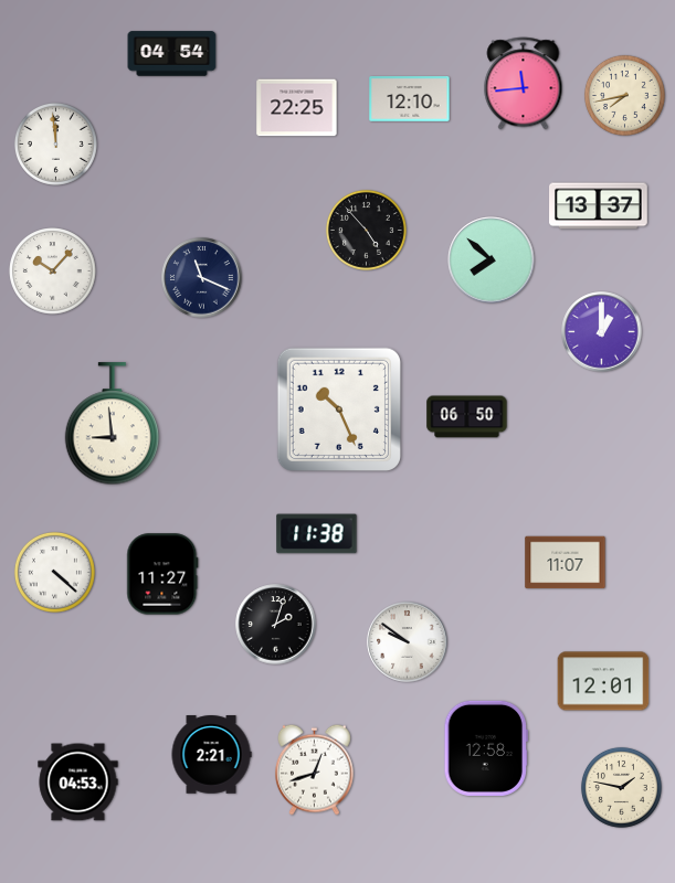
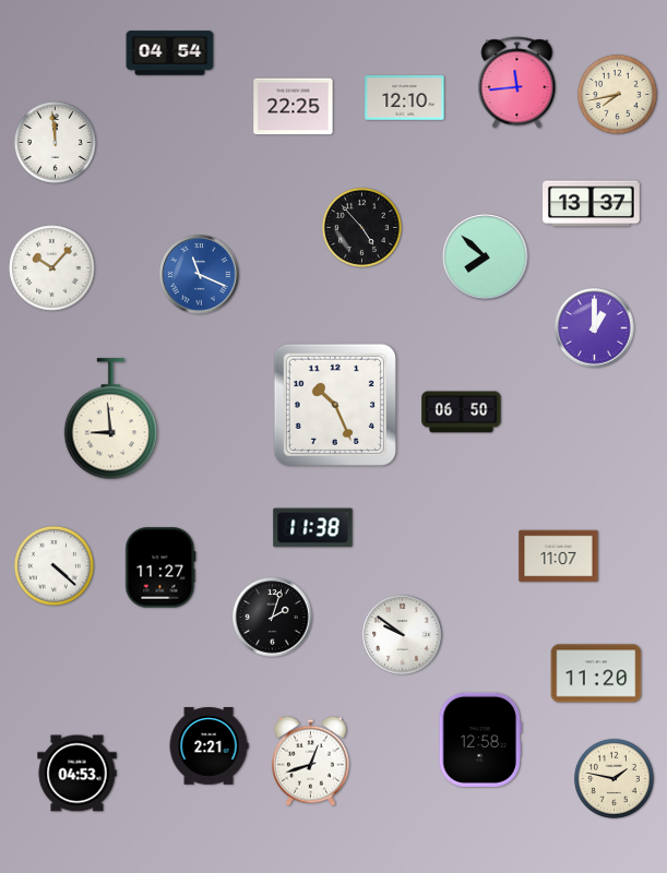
clock at (202, 278) dial: navy -> blue
clock at (603, 681): 12:01 -> 11:20
